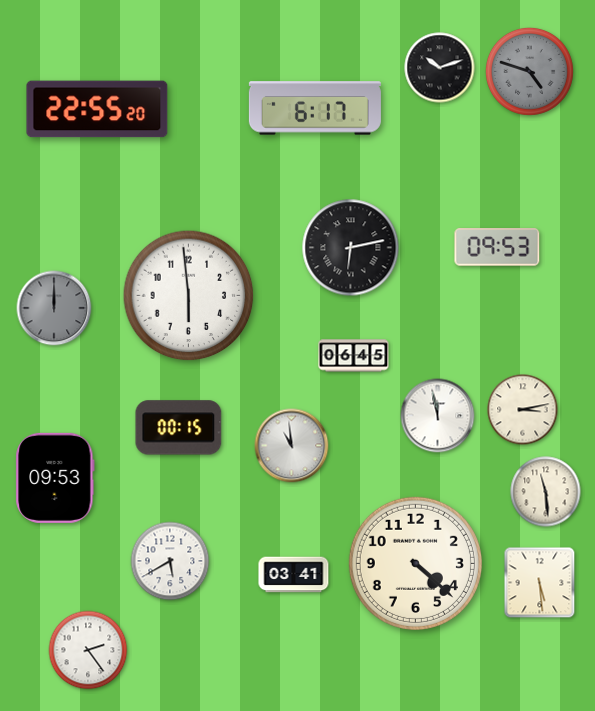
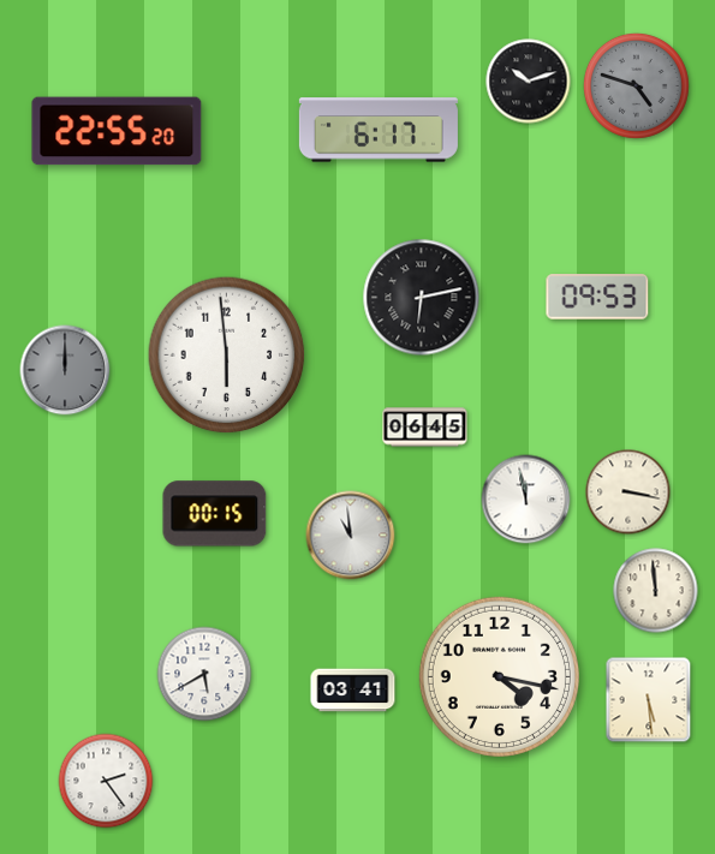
clock at (523, 410): 3:13 -> 3:17
clock at (55, 478): 09:53 -> none
clock at (546, 492): 11:29 -> 11:59
clock at (415, 563): 4:22 -> 4:17
